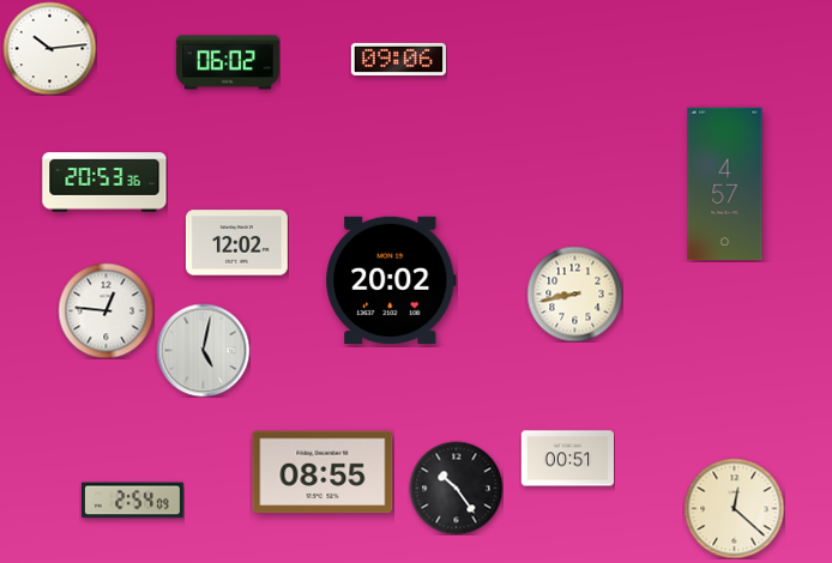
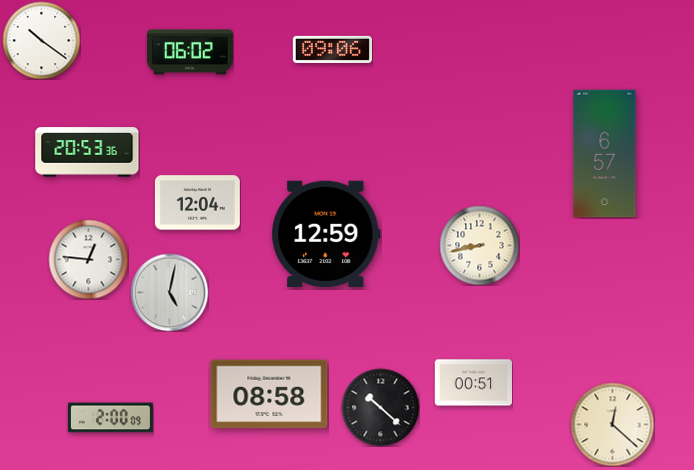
clock at (49, 48): 10:14 -> 10:21
clock at (725, 184): 4:57 -> 6:57
clock at (236, 243): 12:02 -> 12:04
clock at (391, 279): 20:02 -> 12:59
clock at (322, 472): 08:55 -> 08:58
clock at (456, 488): 10:24 -> 10:22
clock at (132, 501): 2:54 -> 2:00
